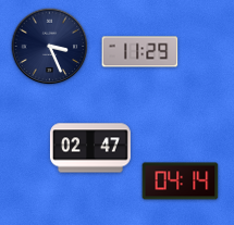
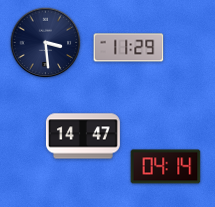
clock at (50, 47): 3:26 -> 3:29
clock at (90, 148): 02:47 -> 14:47
